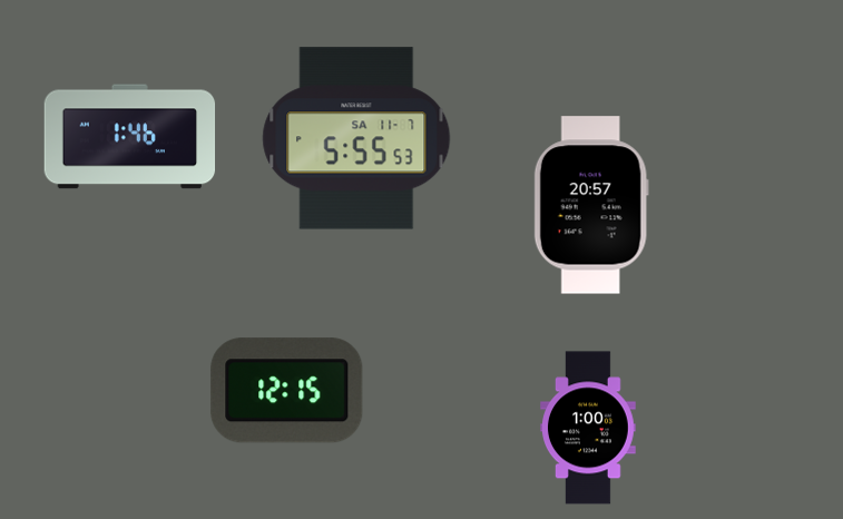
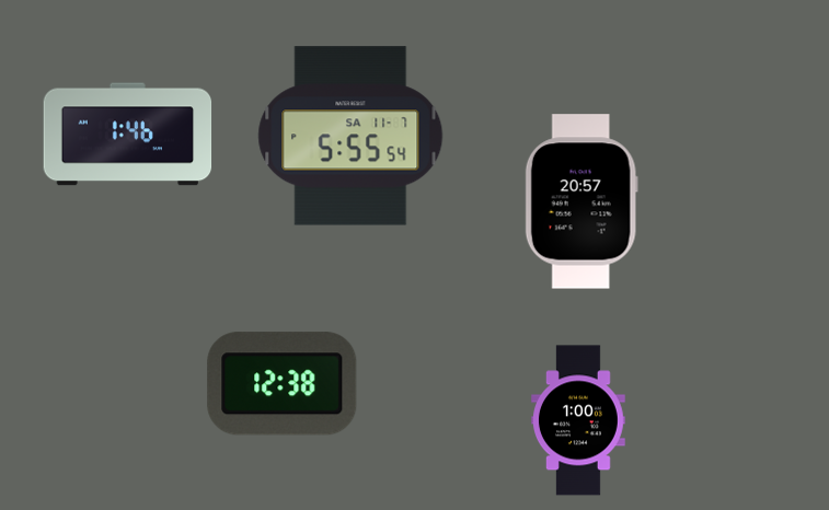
clock at (356, 138): 5:55:53 -> 5:55:54
clock at (287, 391): 12:15 -> 12:38
